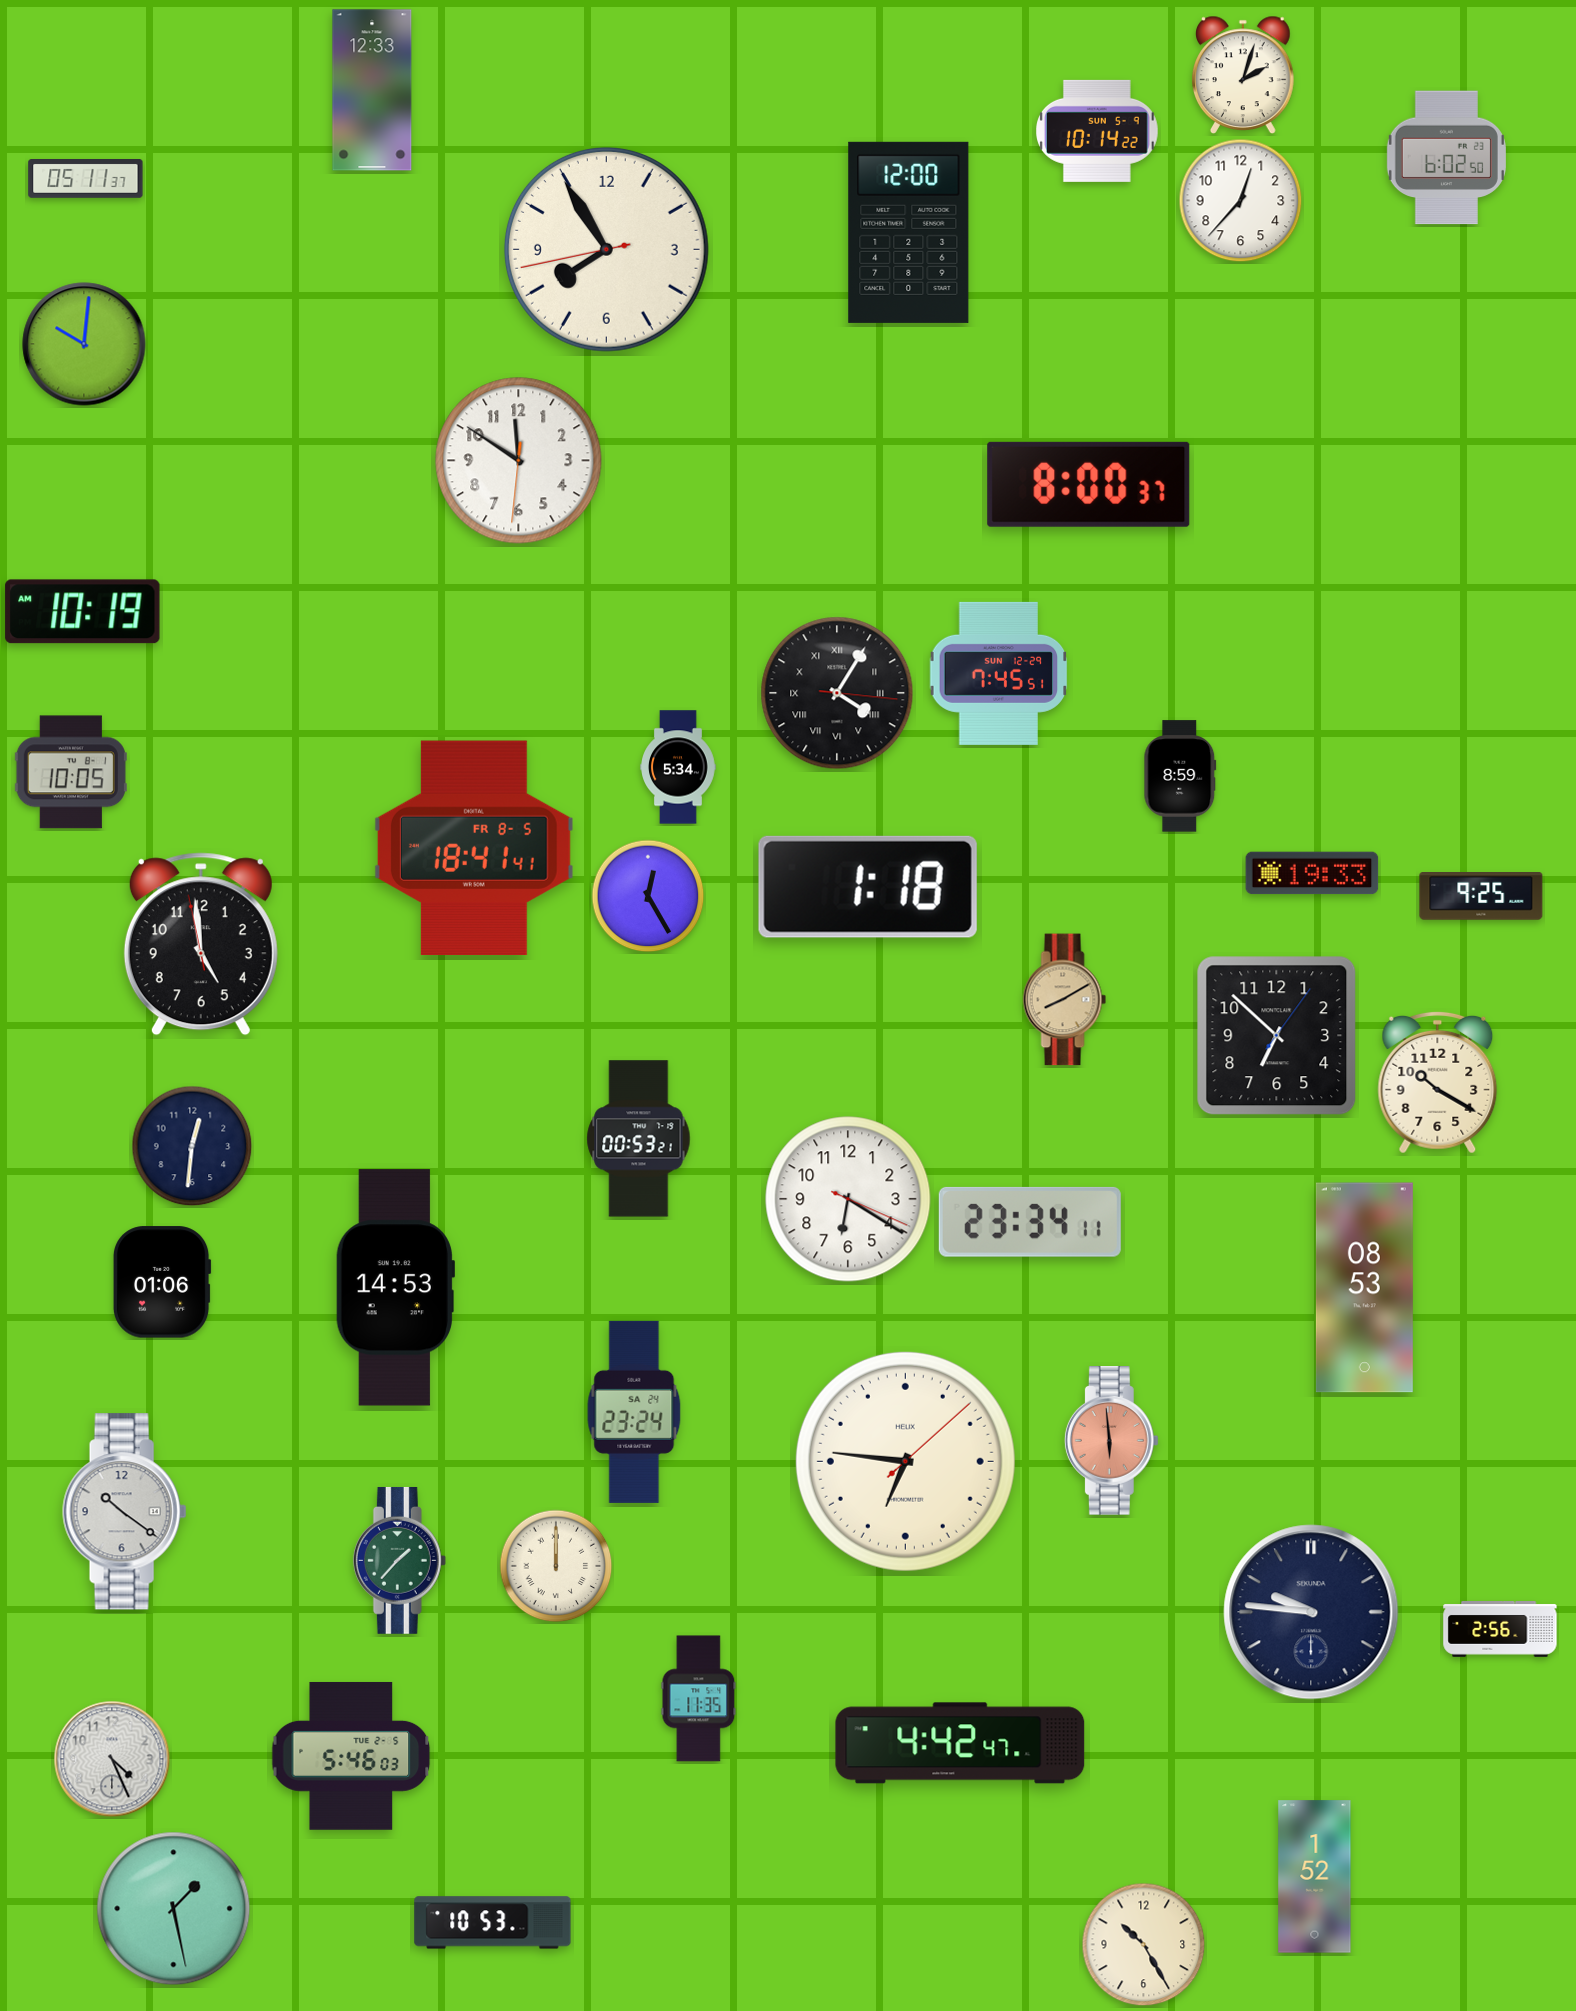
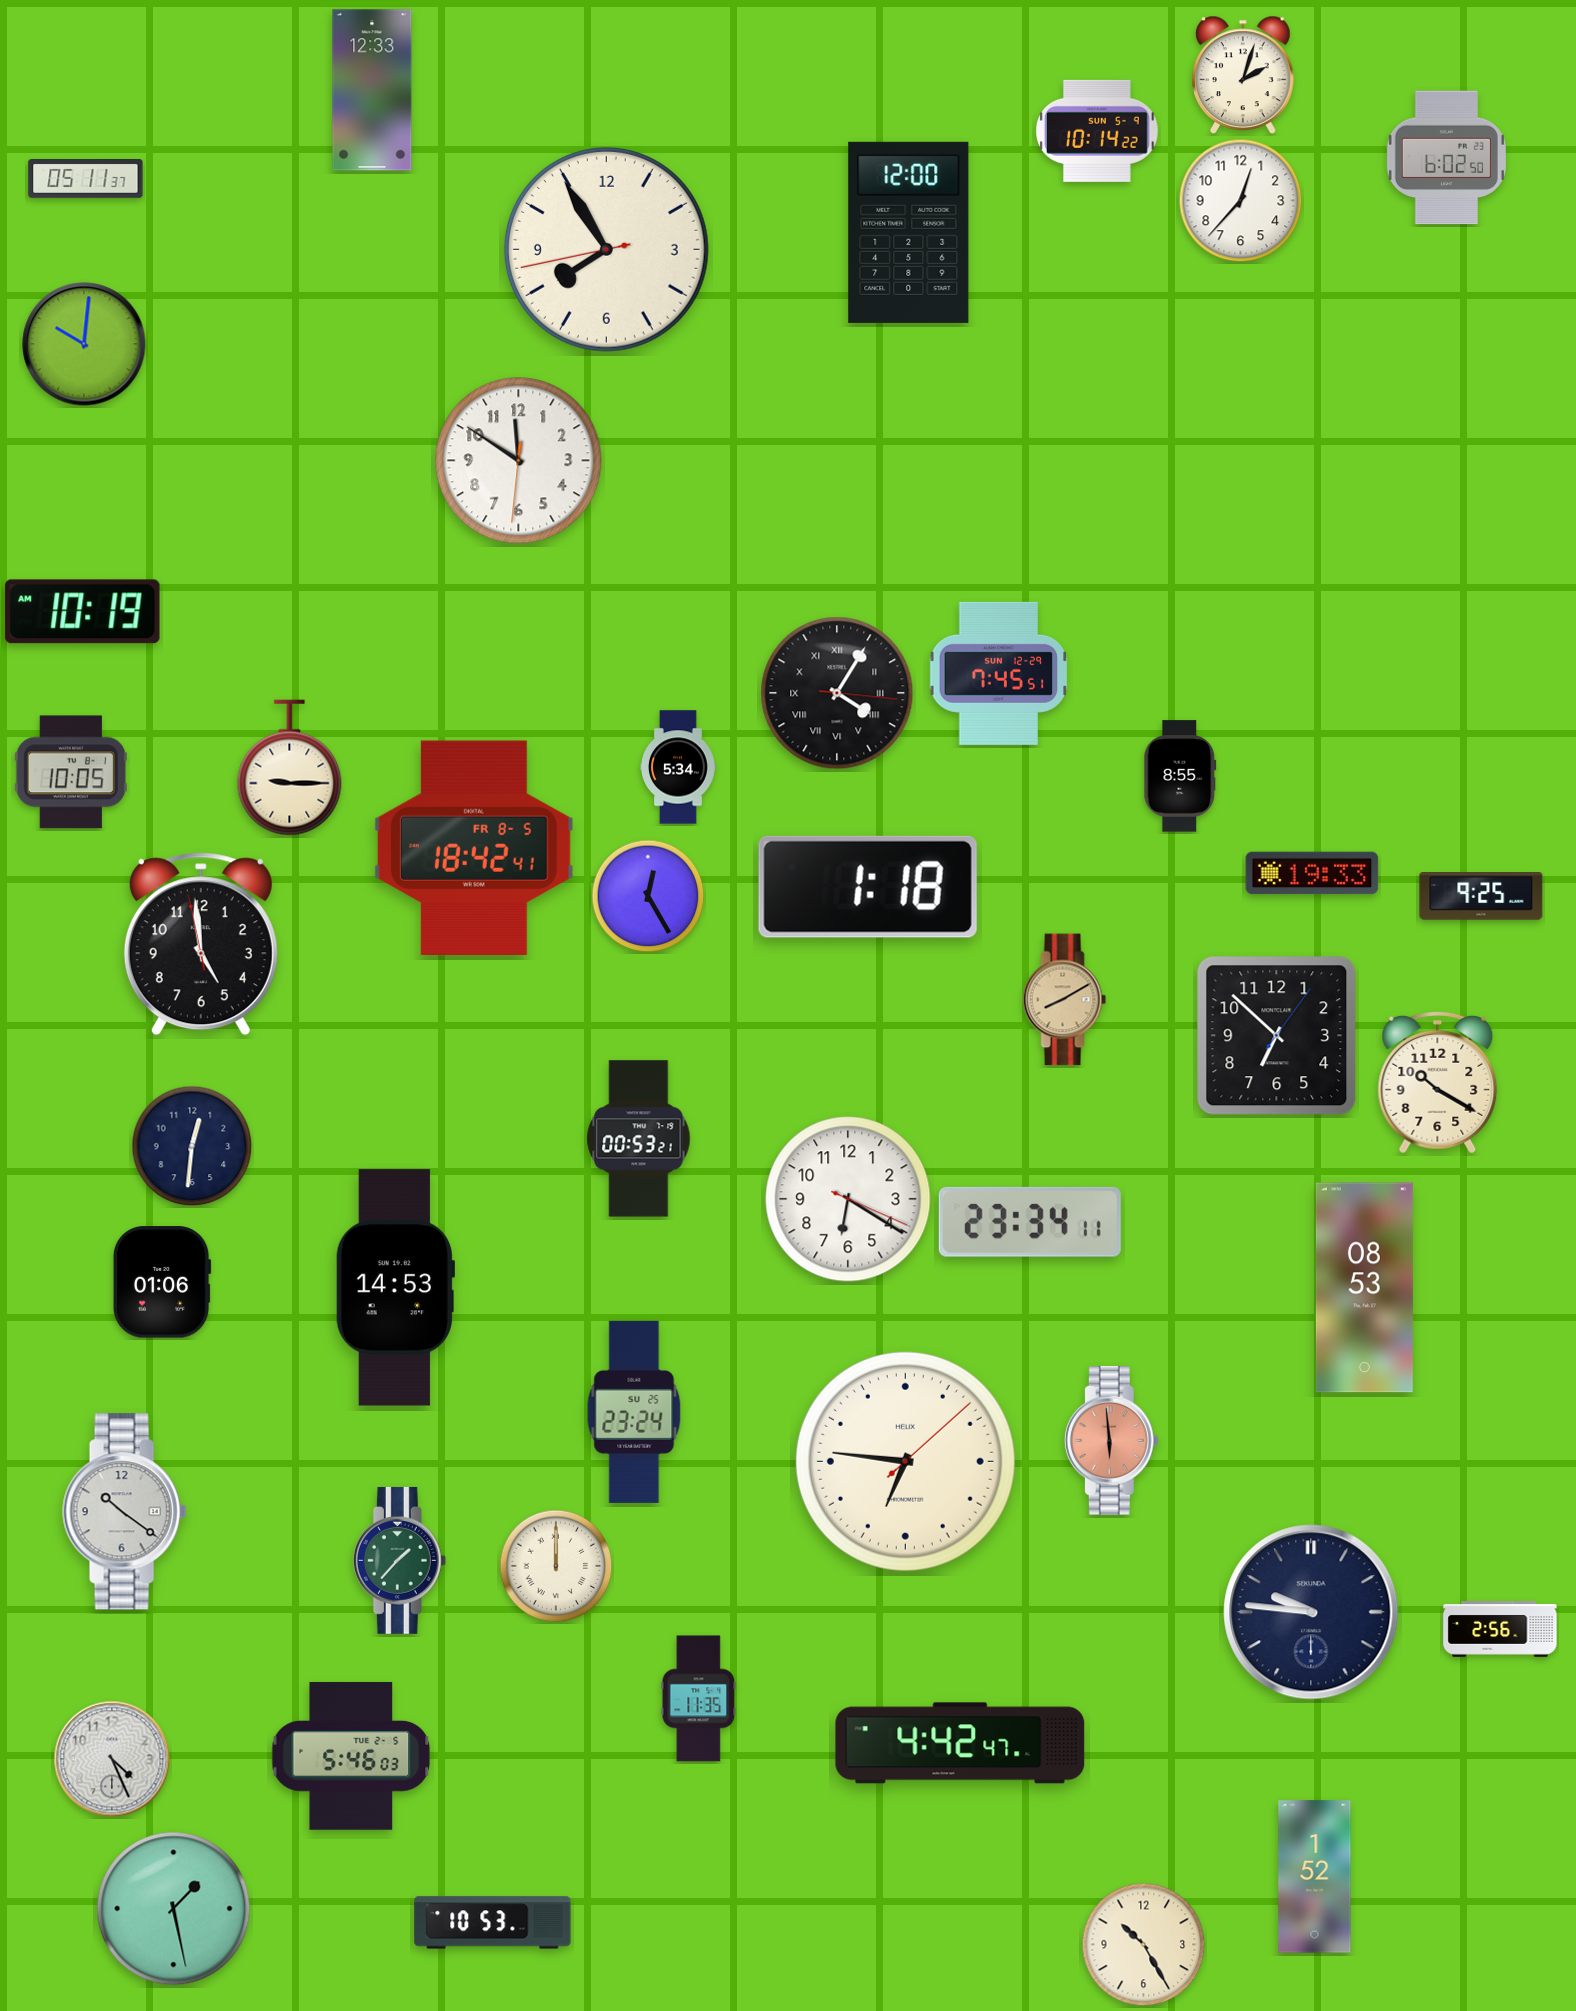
clock at (1089, 484): 8:00 -> none
clock at (290, 768): none -> 9:15
clock at (1180, 776): 8:59 -> 8:55
clock at (474, 847): 18:41 -> 18:42
clock at (634, 1412) date: SA 24 -> SU 25
